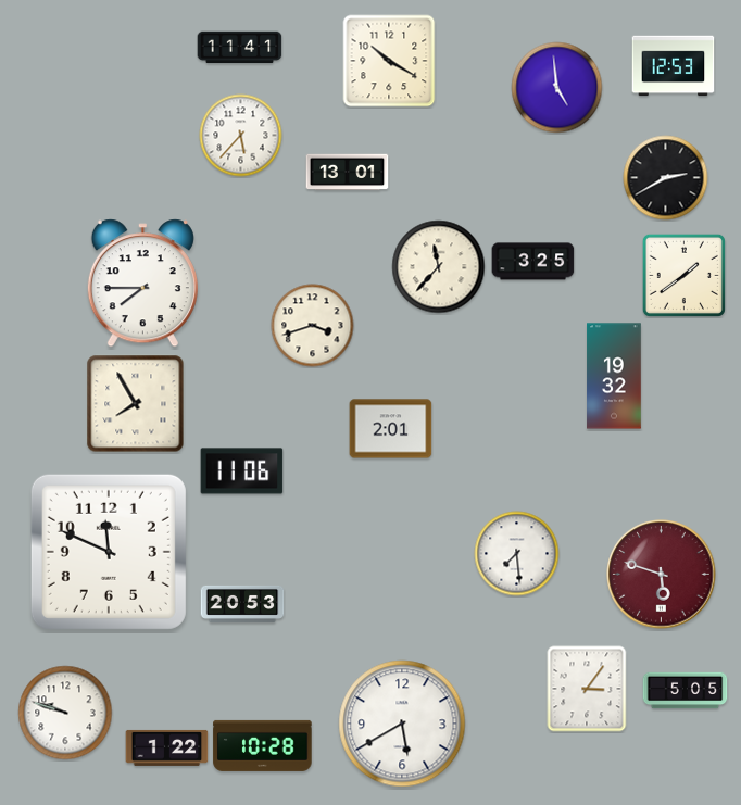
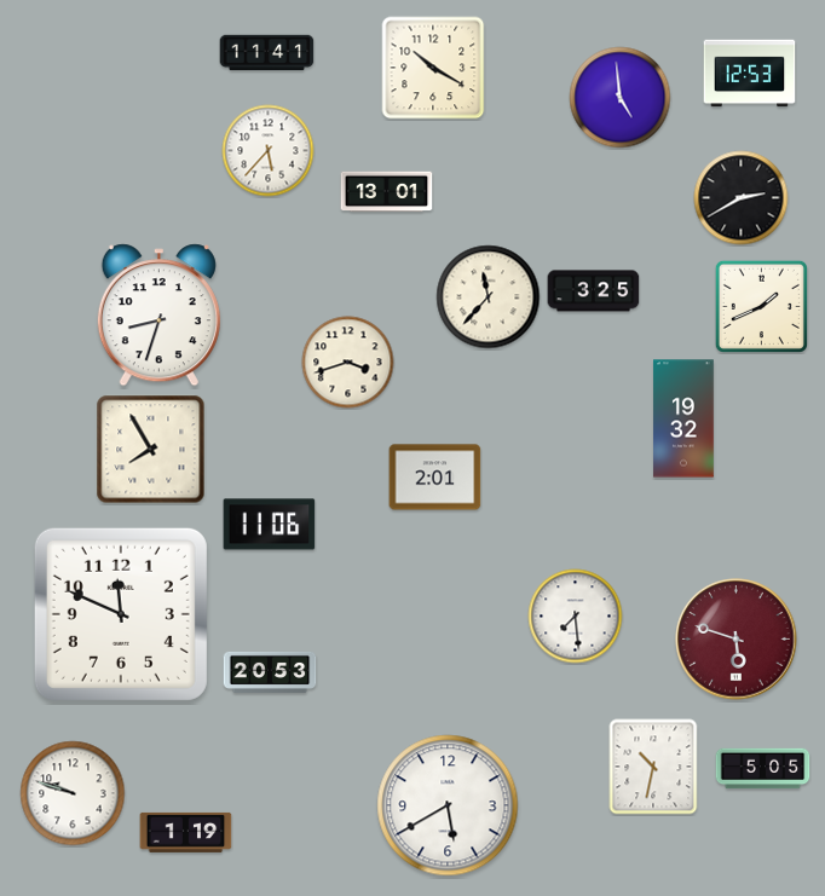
clock at (683, 275): 1:39 -> 1:41
clock at (142, 284): 7:45 -> 8:33
clock at (587, 689): 3:06 -> 10:32
clock at (263, 745): 10:28 -> none
clock at (167, 747): 1:22 -> 1:19
